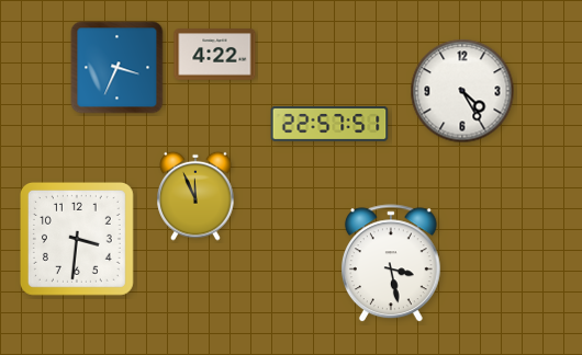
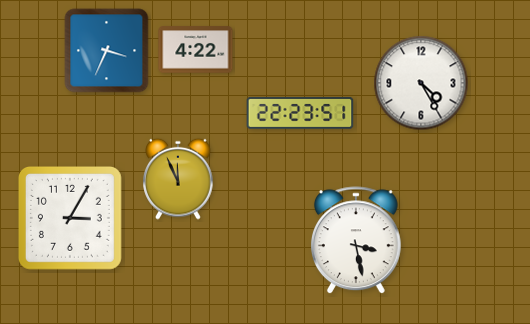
clock at (117, 68) position: (117, 68) -> (107, 51)
clock at (329, 124): 22:57 -> 22:23
clock at (77, 239): 3:31 -> 3:05
